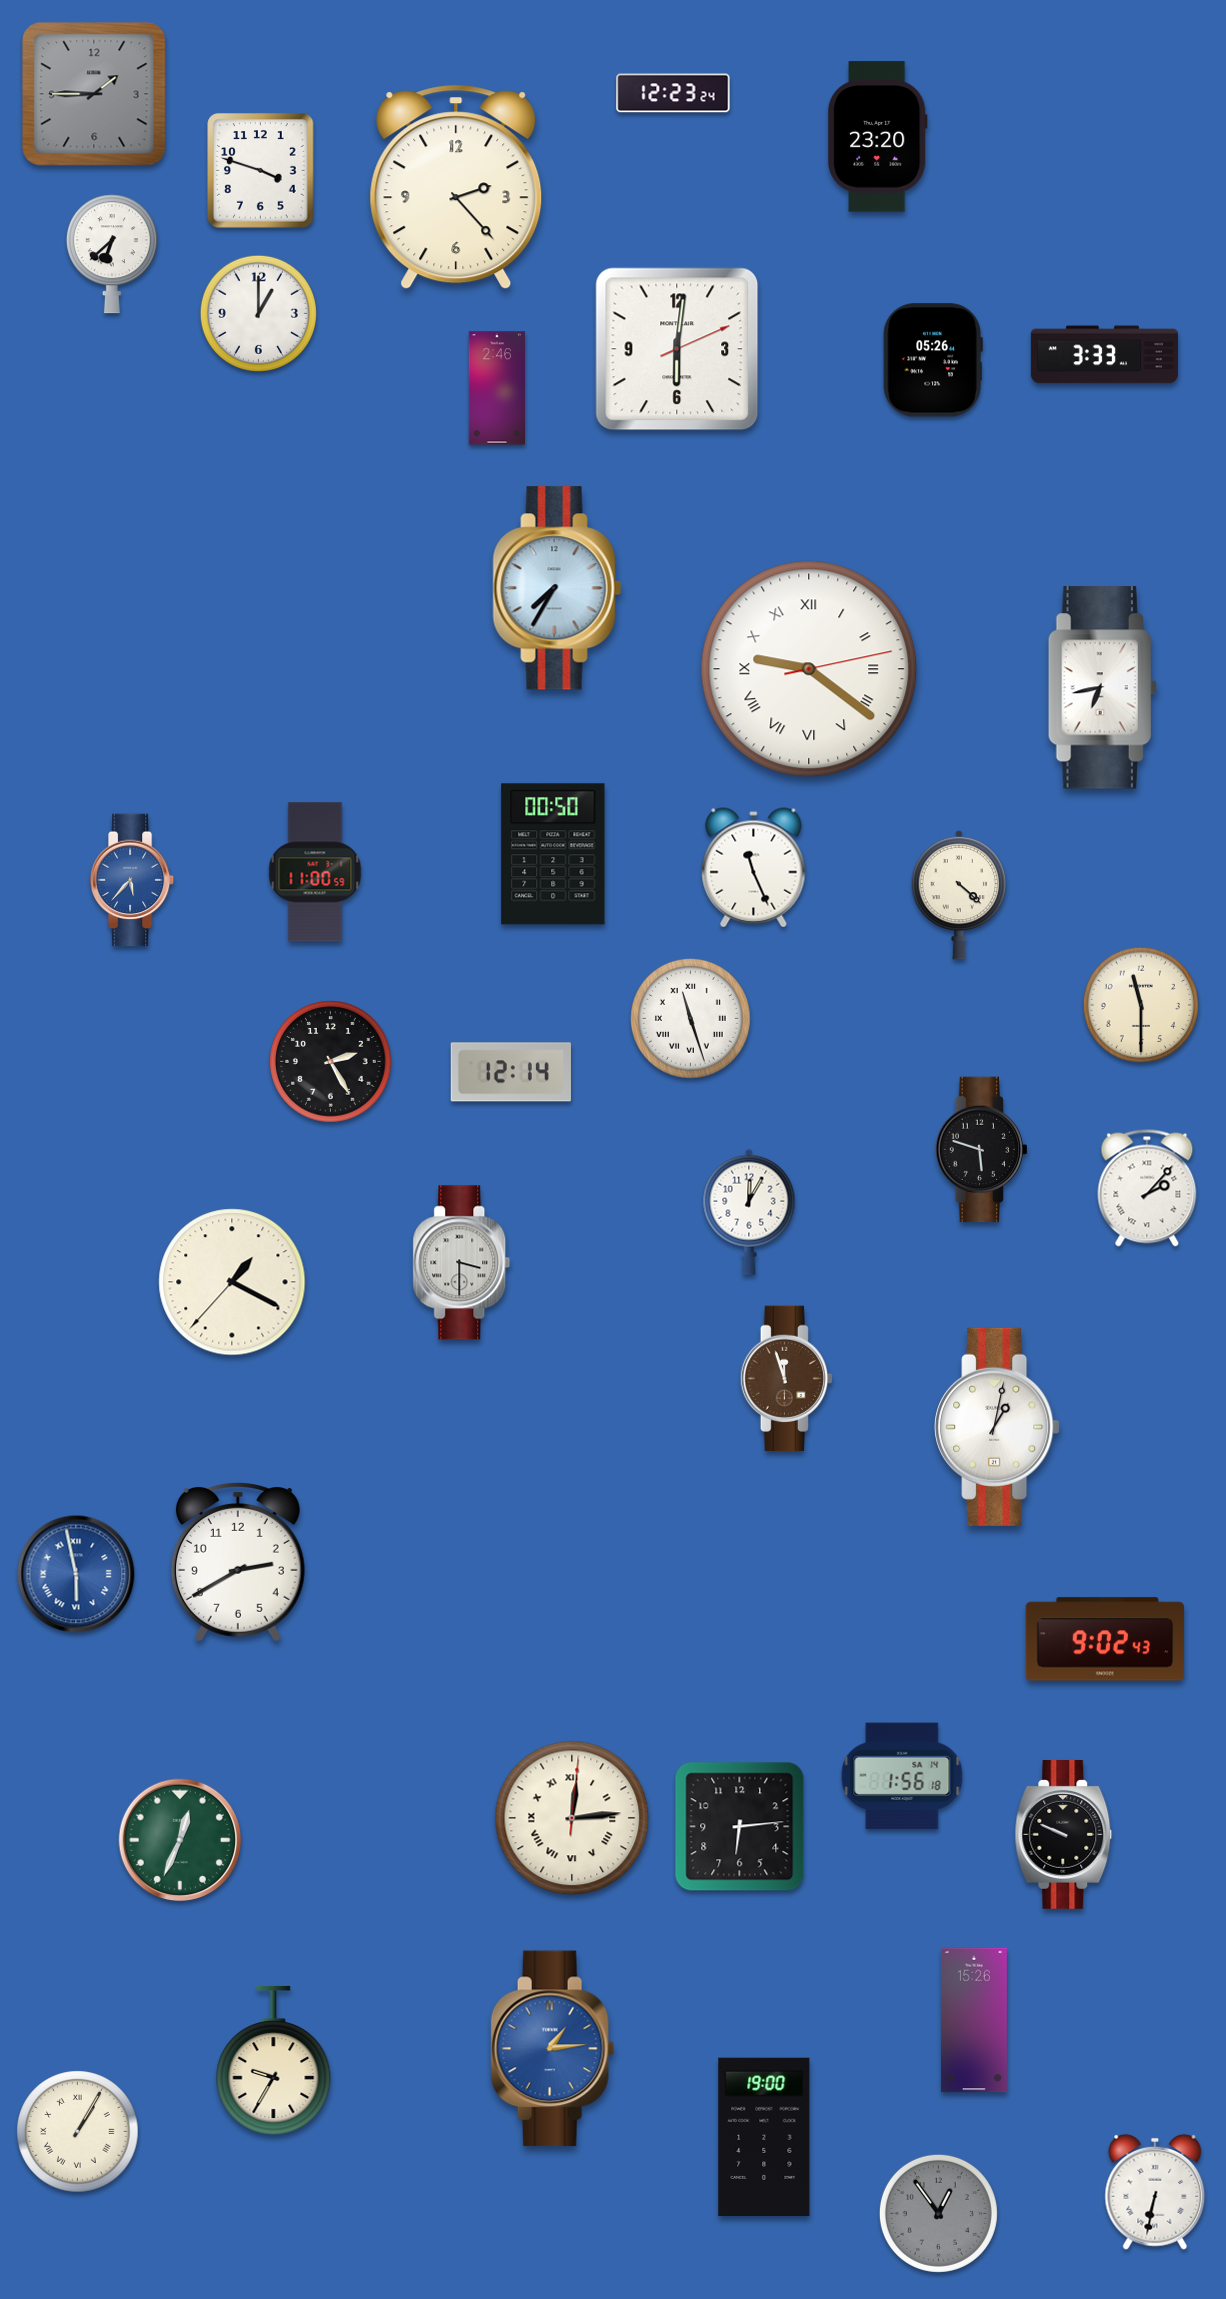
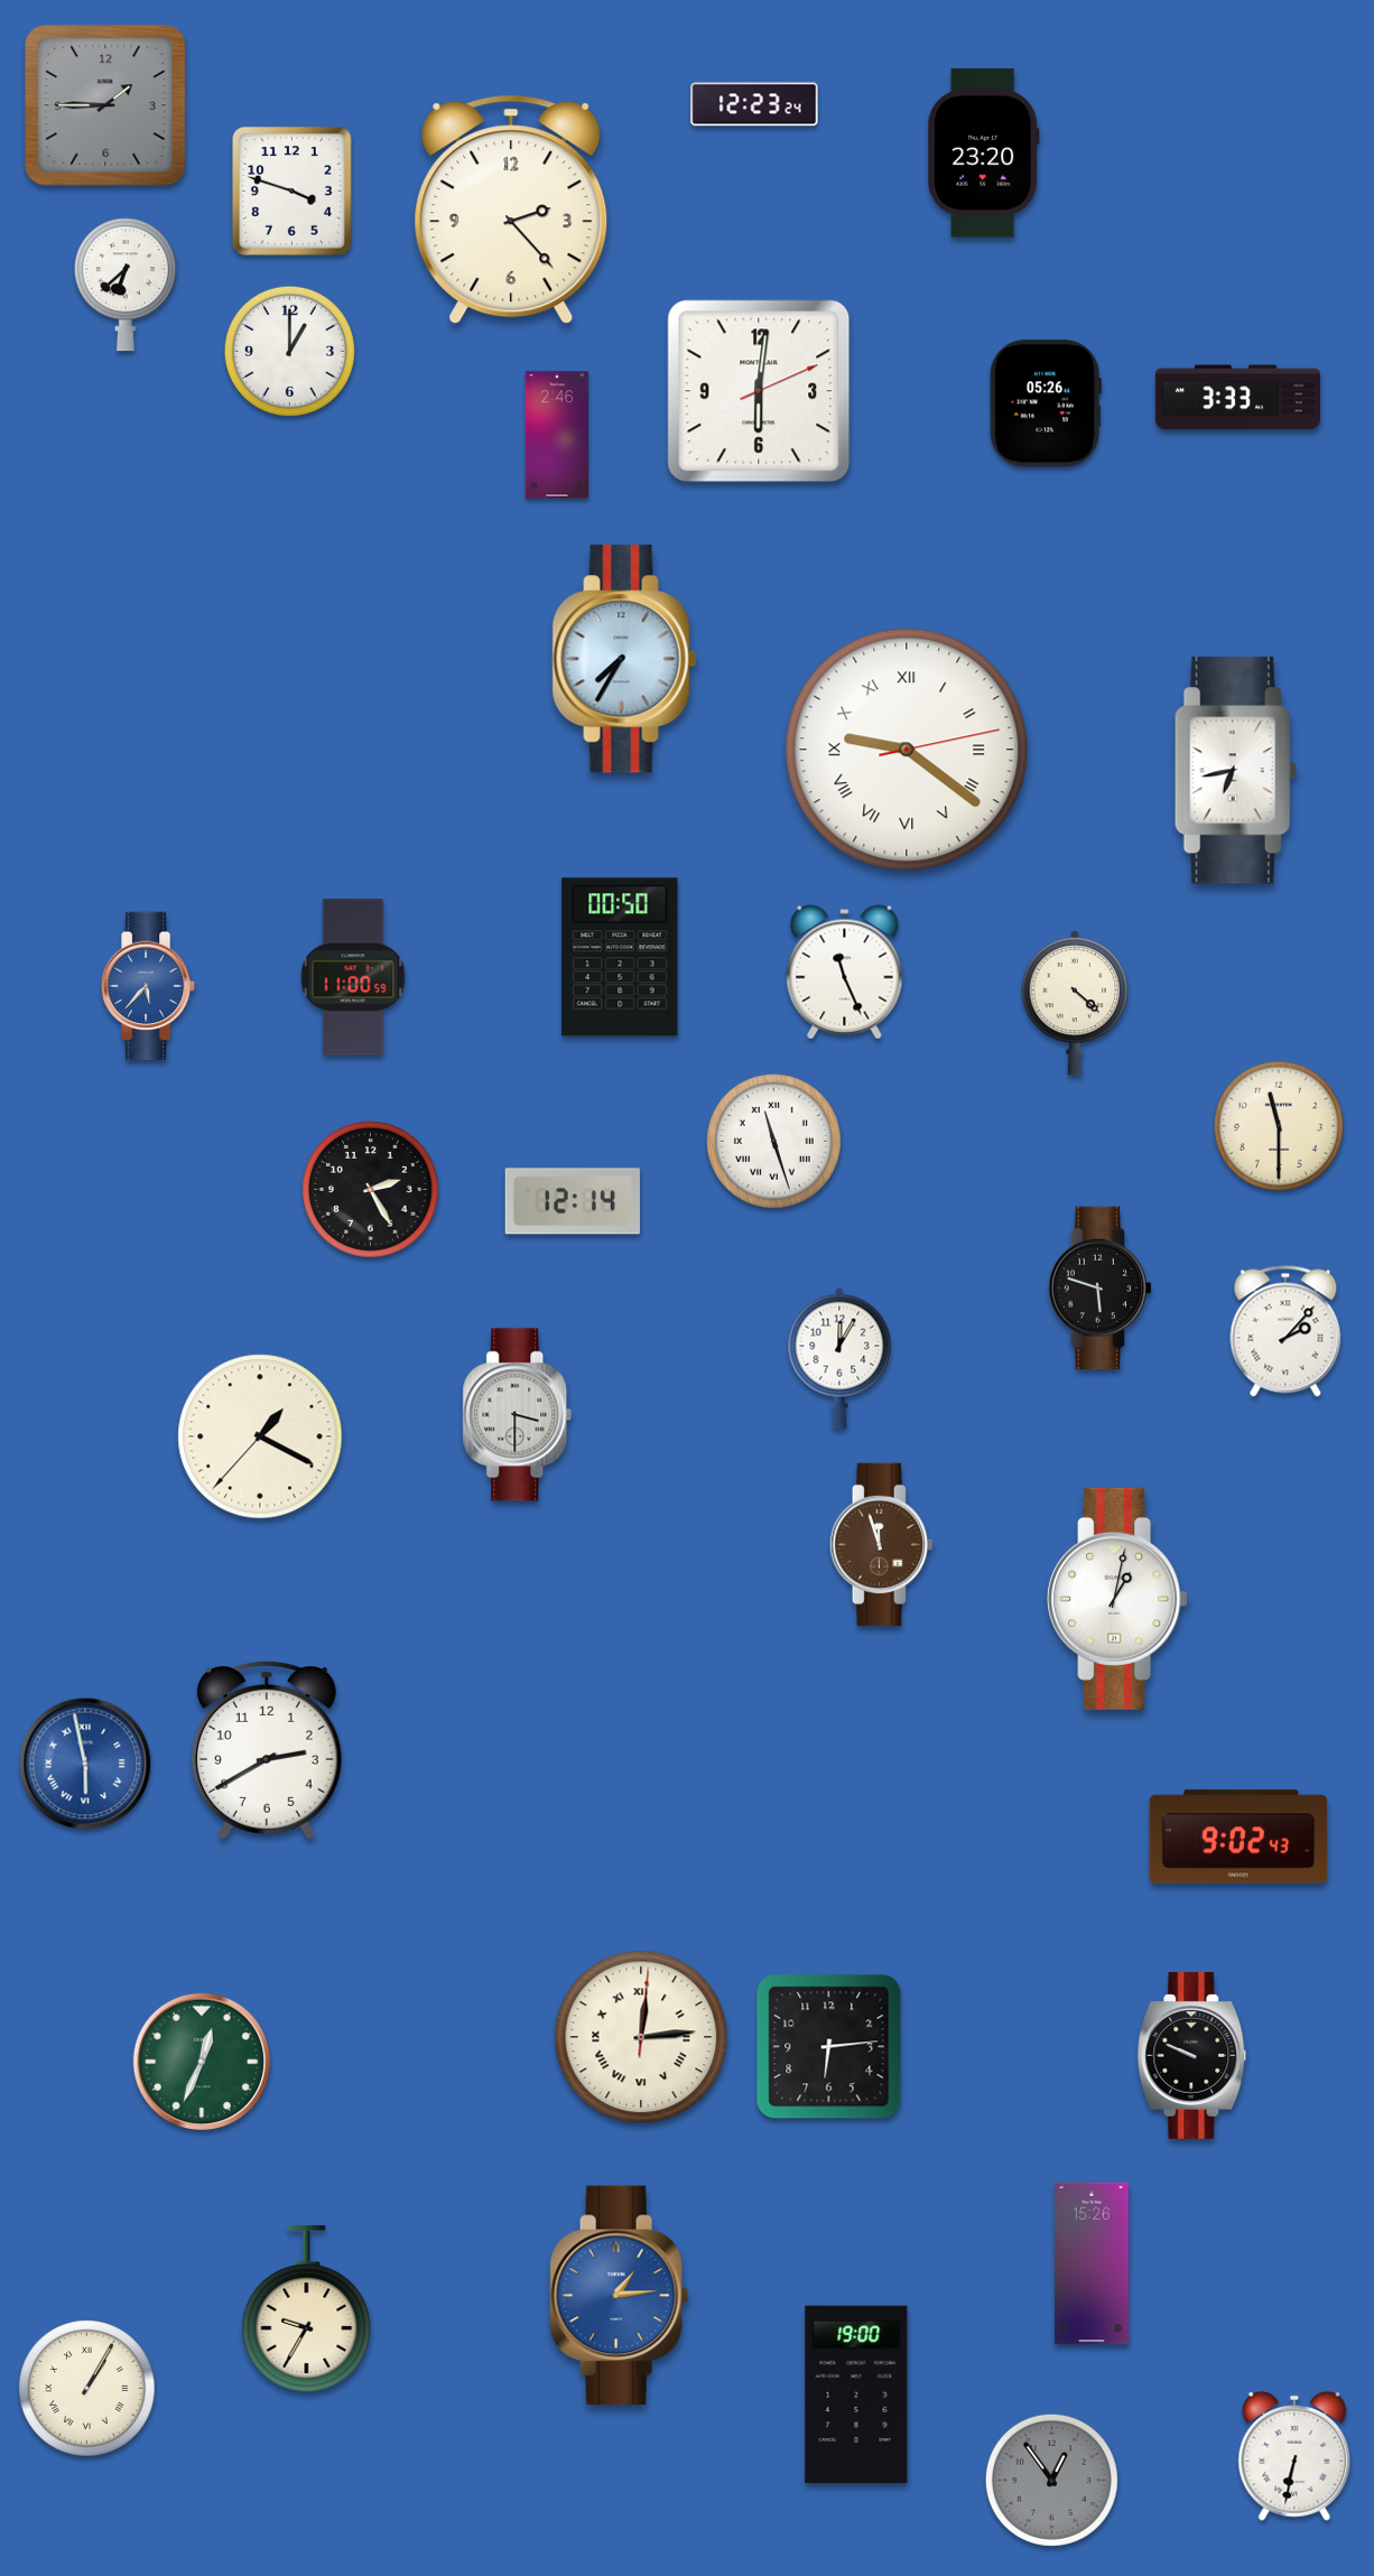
clock at (902, 1776): 1:56 -> none
